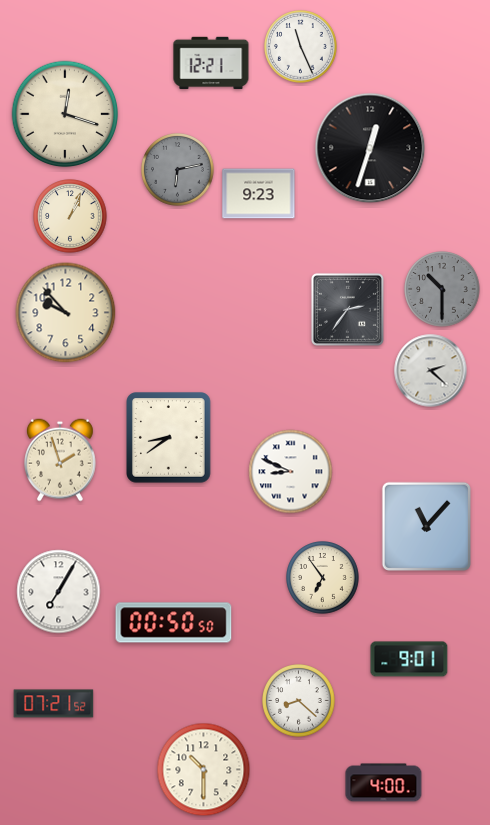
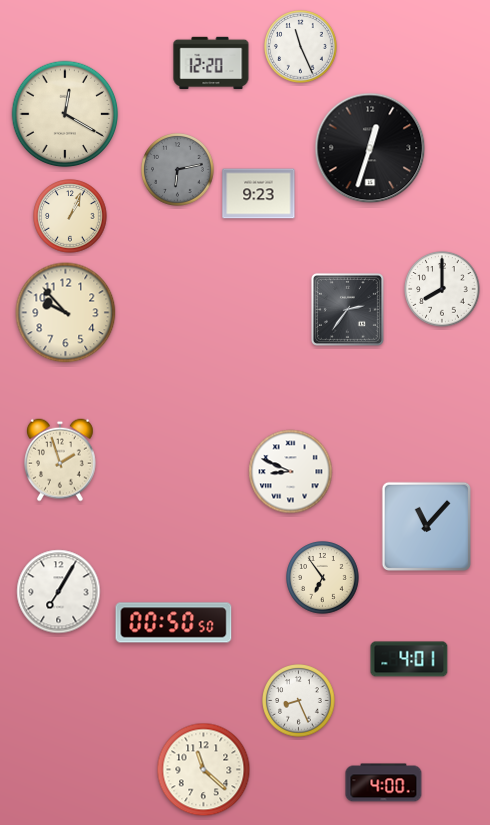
clock at (211, 63): 12:21 -> 12:20
clock at (65, 114): 12:18 -> 12:20
clock at (442, 289): 10:30 -> 8:00
clock at (442, 289) dial: grey -> white
clock at (431, 371): 2:22 -> none
clock at (169, 438): 8:39 -> none
clock at (409, 659): 9:01 -> 4:01
clock at (299, 701): 8:22 -> 8:26
clock at (54, 704): 07:21 -> none
clock at (204, 770): 10:30 -> 11:22
